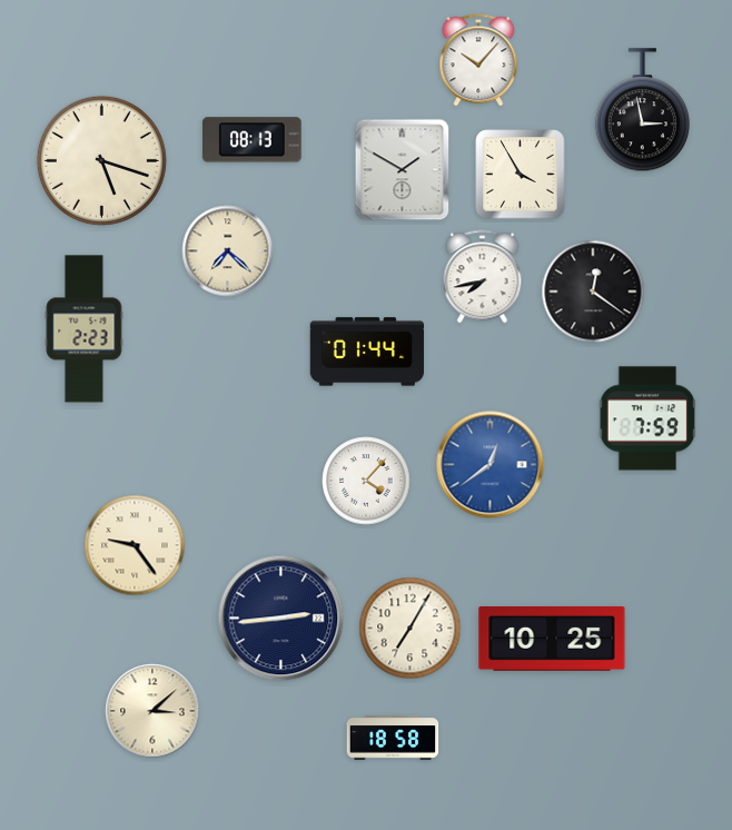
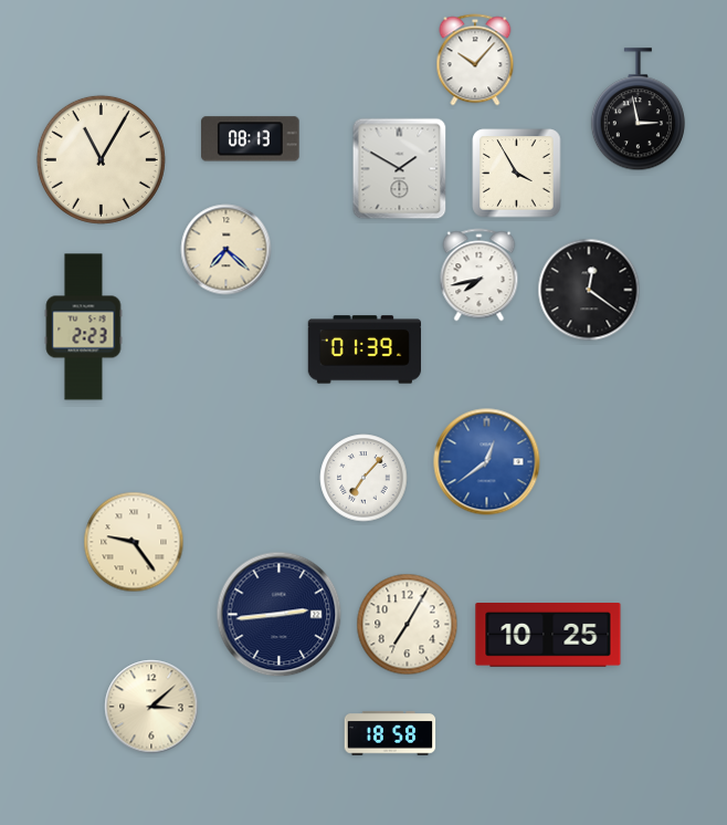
clock at (101, 160): 5:18 -> 11:05
clock at (366, 352): 01:44 -> 01:39
clock at (647, 418): 7:59 -> none
clock at (366, 481): 4:07 -> 7:07
